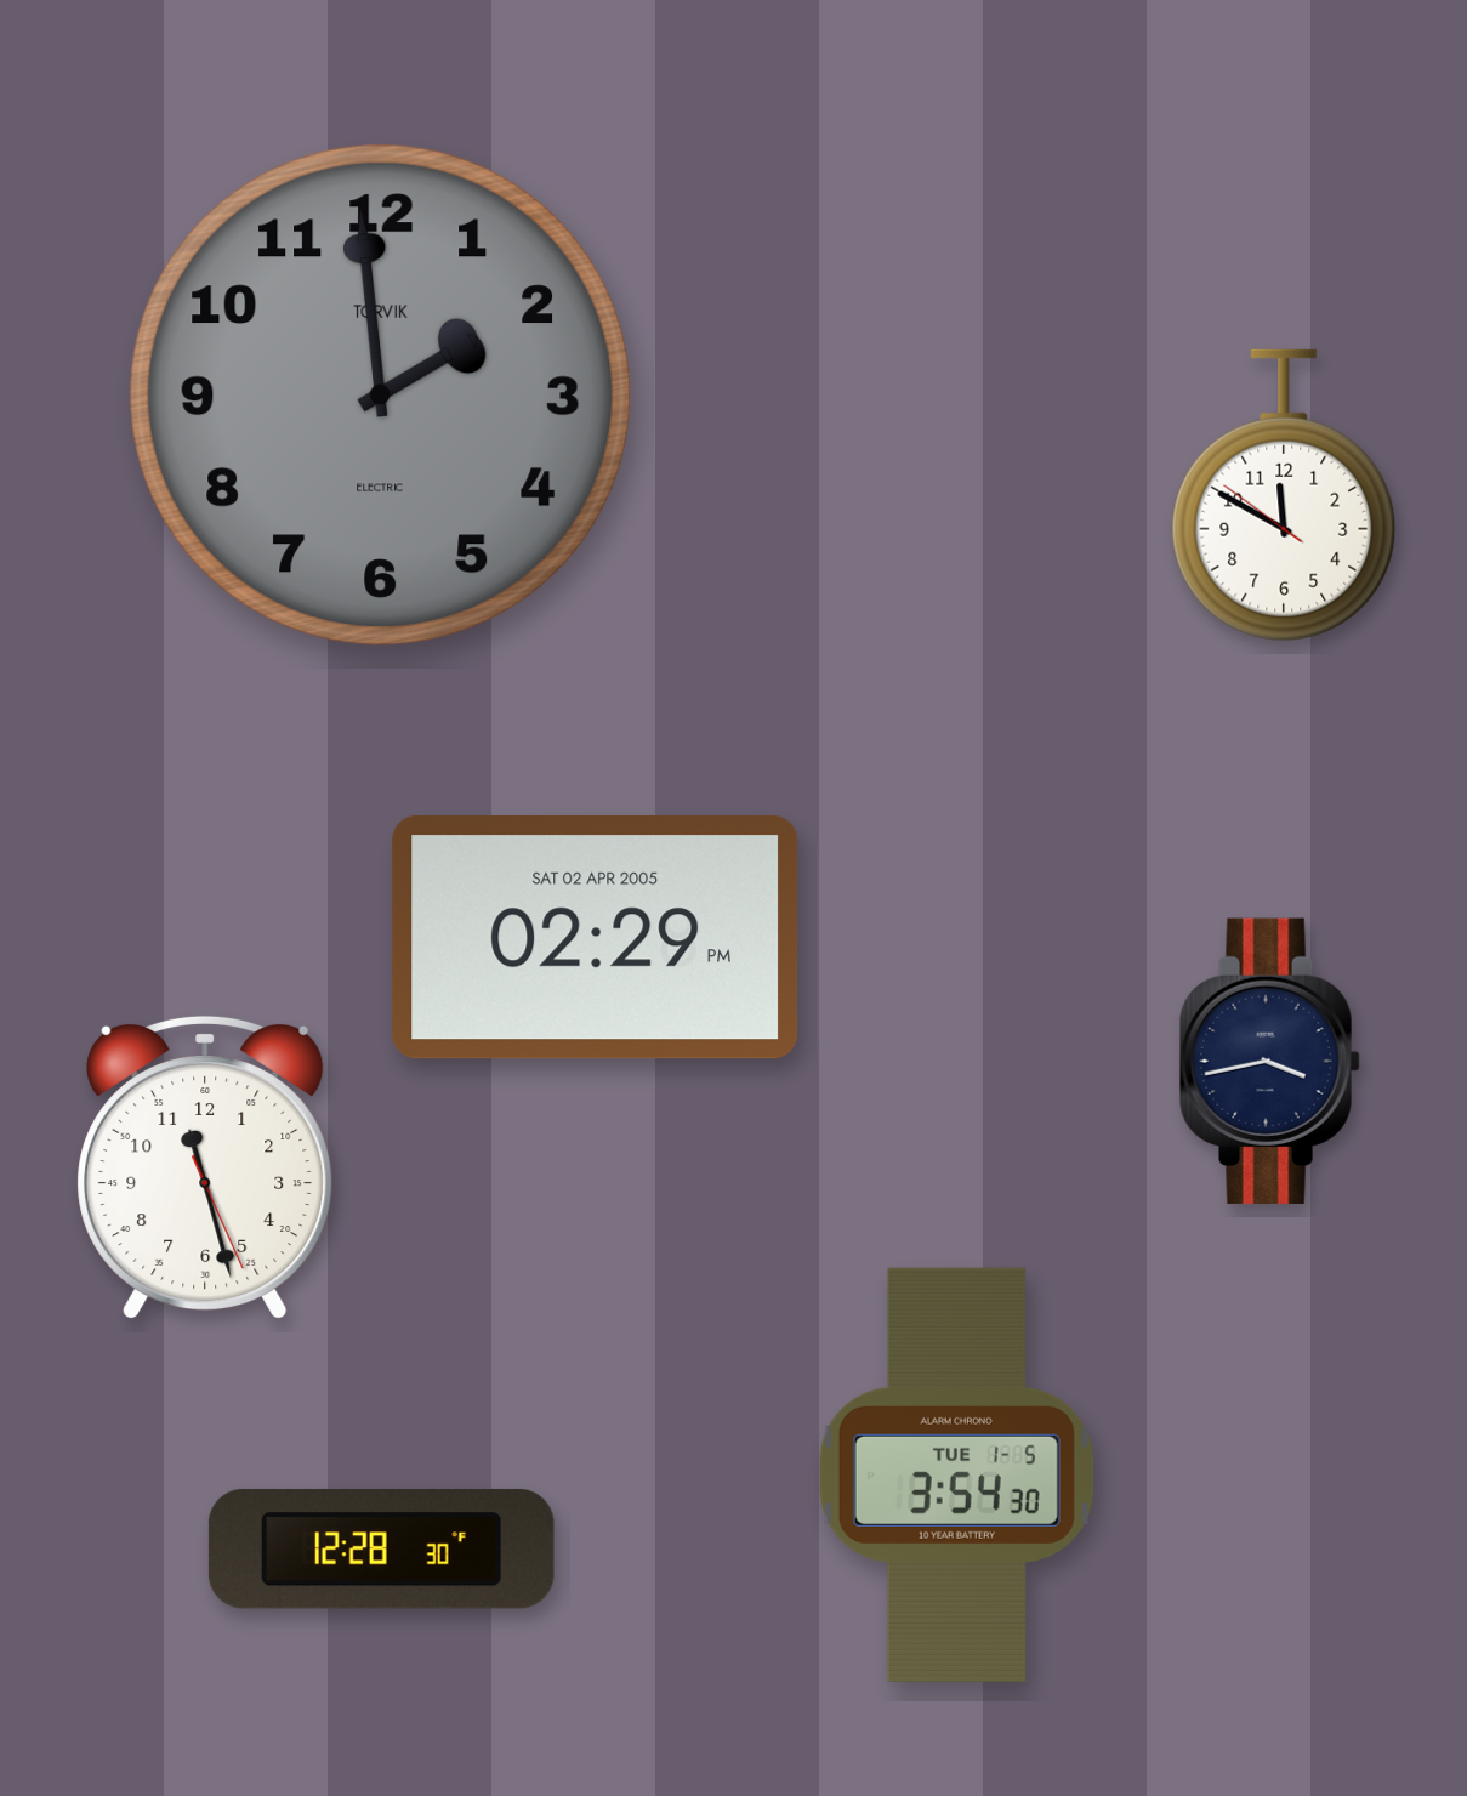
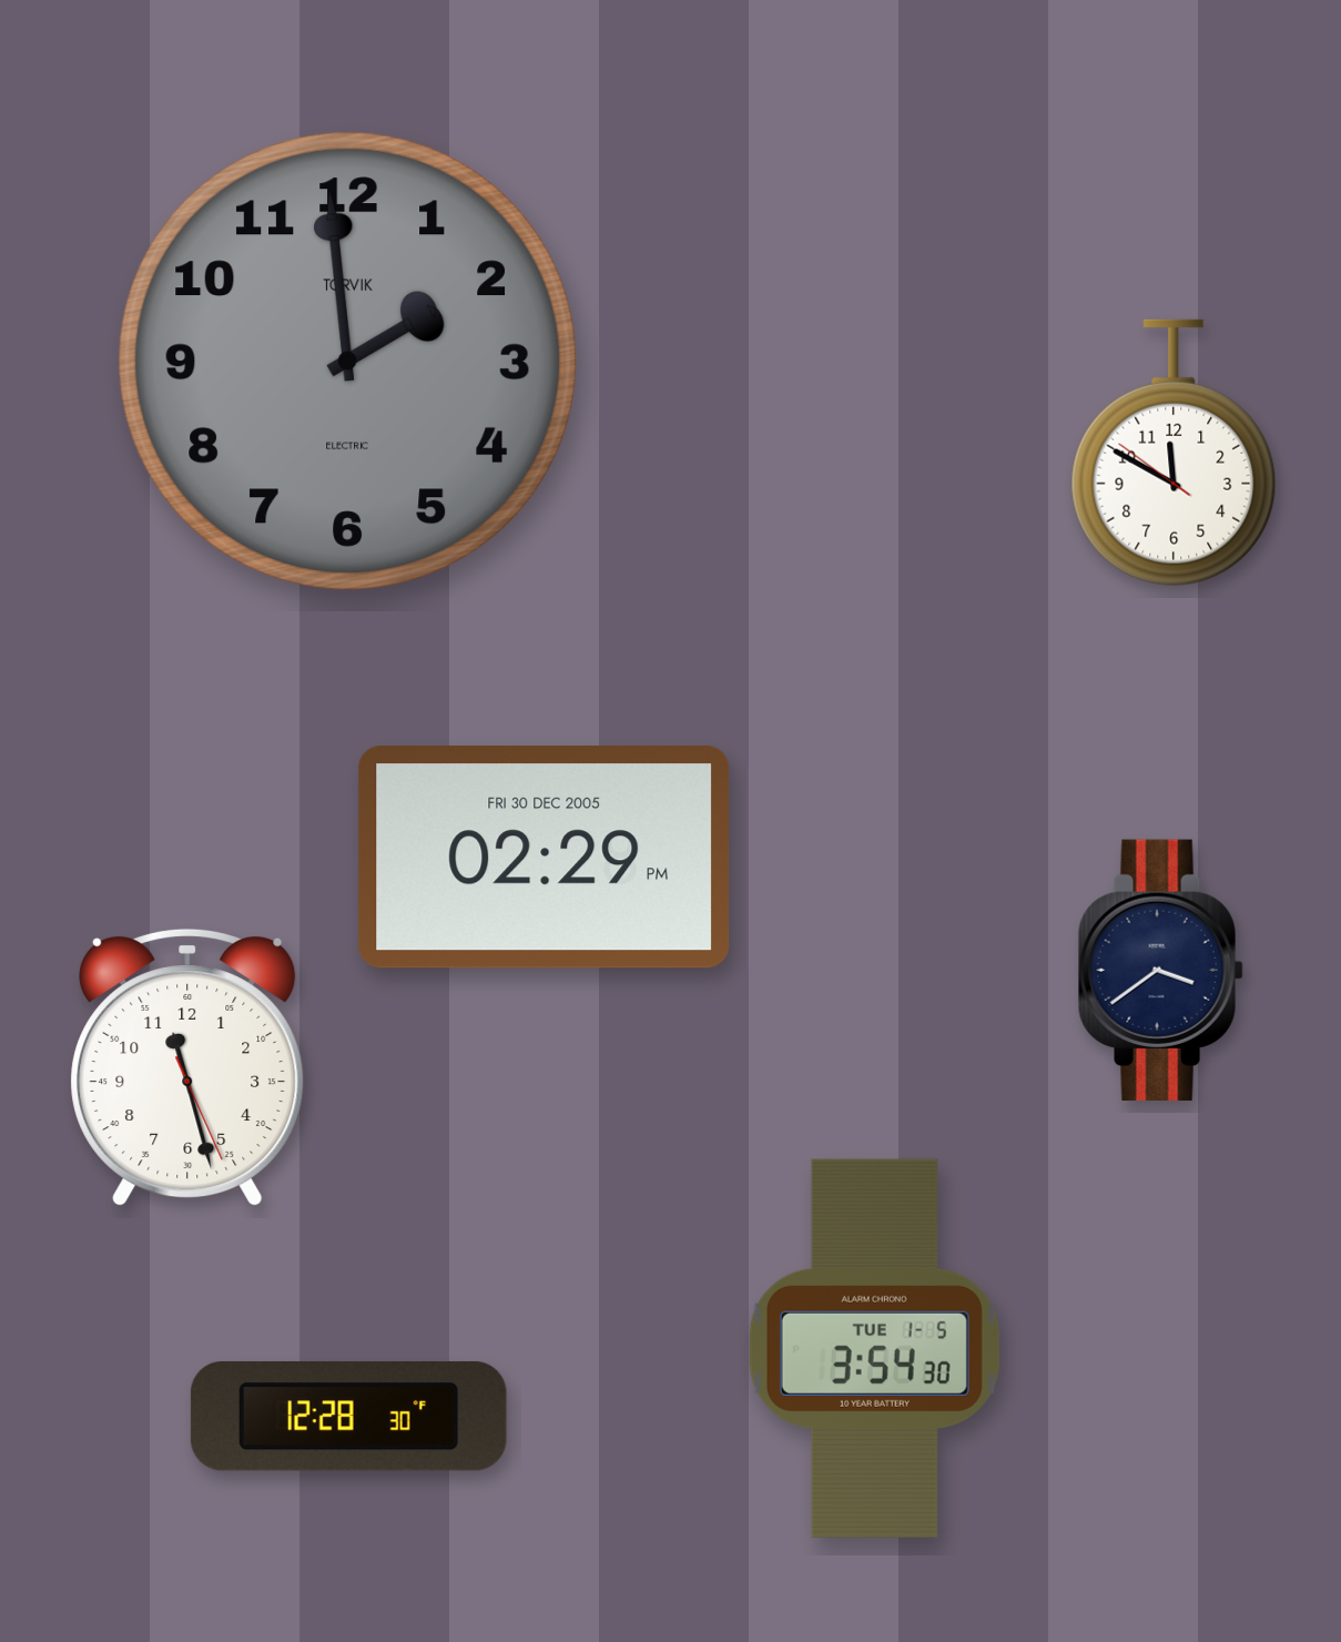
clock at (596, 938) date: SAT 02 APR 2005 -> FRI 30 DEC 2005
clock at (1269, 1061): 3:43 -> 3:39
